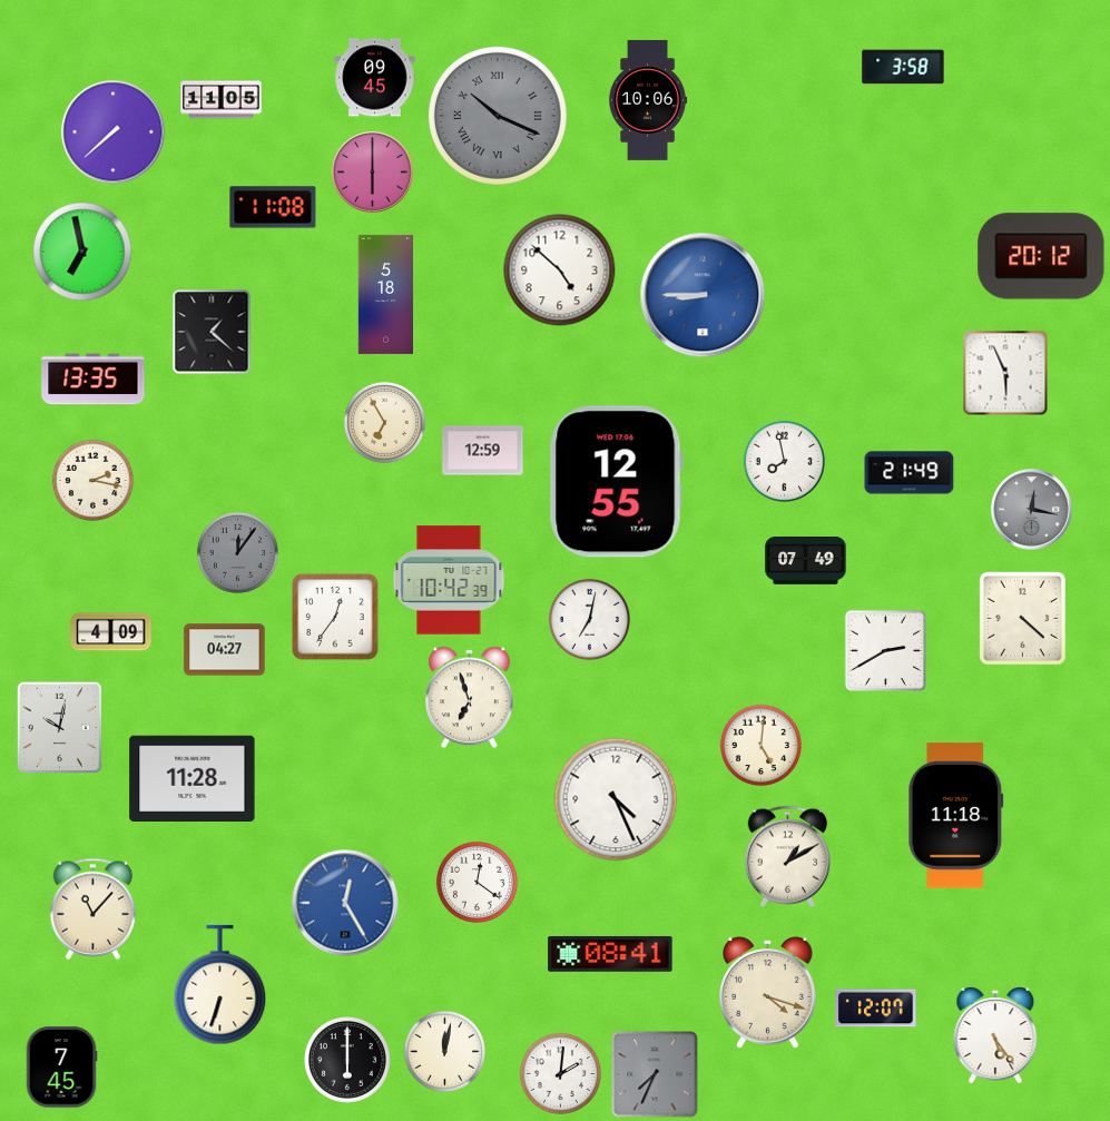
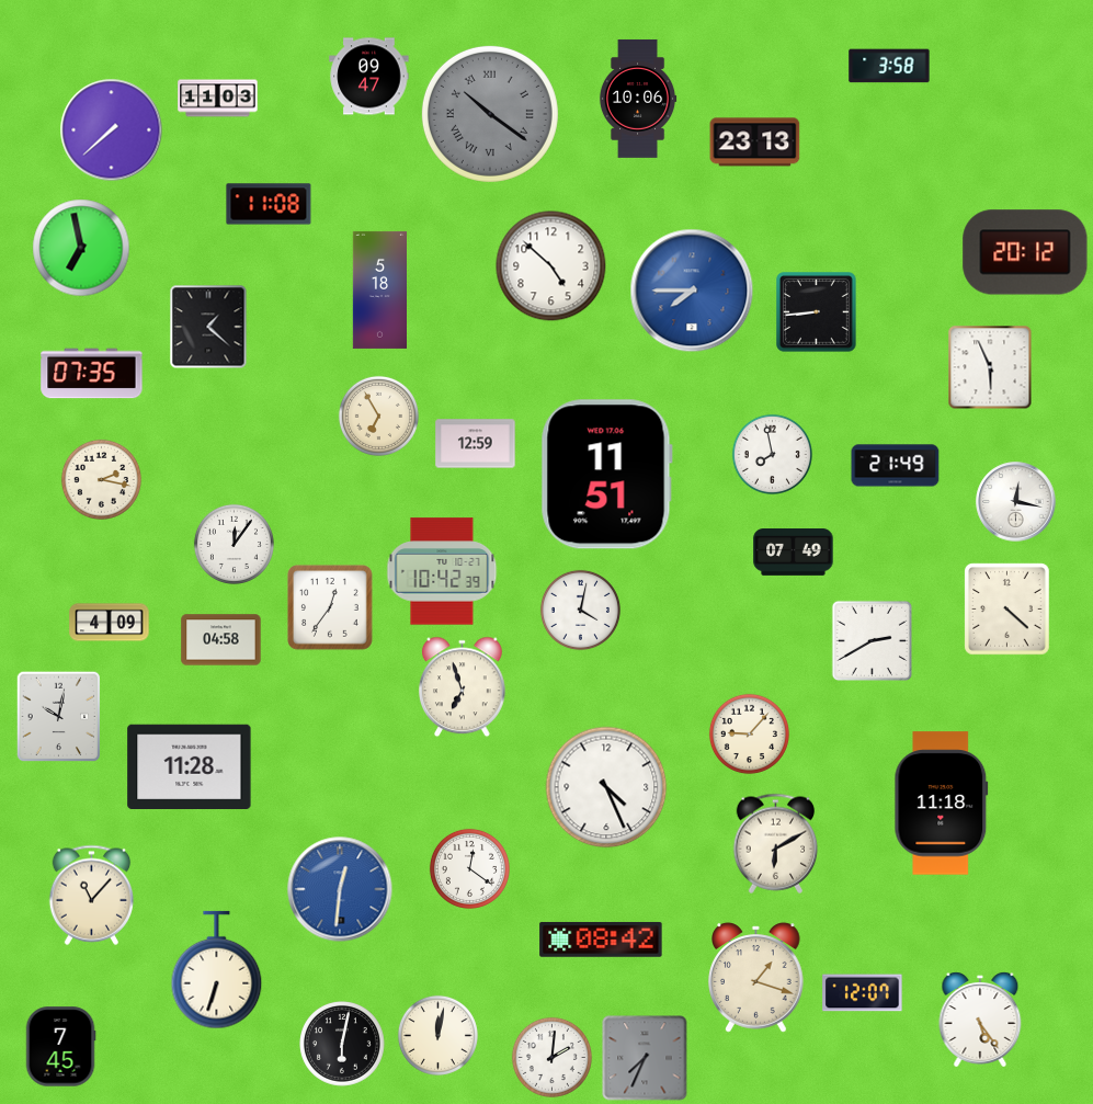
clock at (375, 78): 09:45 -> 09:47
clock at (222, 100): 11:05 -> 11:03
clock at (498, 116): 10:19 -> 10:21
clock at (755, 143): none -> 23:13
clock at (373, 173): 6:00 -> none
clock at (703, 295): 8:45 -> 7:45
clock at (817, 312): none -> 8:44
clock at (94, 380): 13:35 -> 07:35
clock at (92, 480) position: (92, 480) -> (101, 479)
clock at (616, 482): 12:55 -> 11:51
clock at (1032, 510) dial: grey -> white
clock at (237, 552) dial: grey -> white
clock at (589, 619): 7:02 -> 4:02
clock at (225, 650): 04:27 -> 04:58
clock at (760, 745): 5:01 -> 9:07
clock at (788, 856): 1:10 -> 6:10
clock at (345, 903): 12:25 -> 12:31
clock at (610, 954): 08:41 -> 08:42
clock at (768, 993): 4:18 -> 1:18
clock at (348, 1061): 6:00 -> 6:02
clock at (61, 1068) position: (61, 1068) -> (60, 1047)
